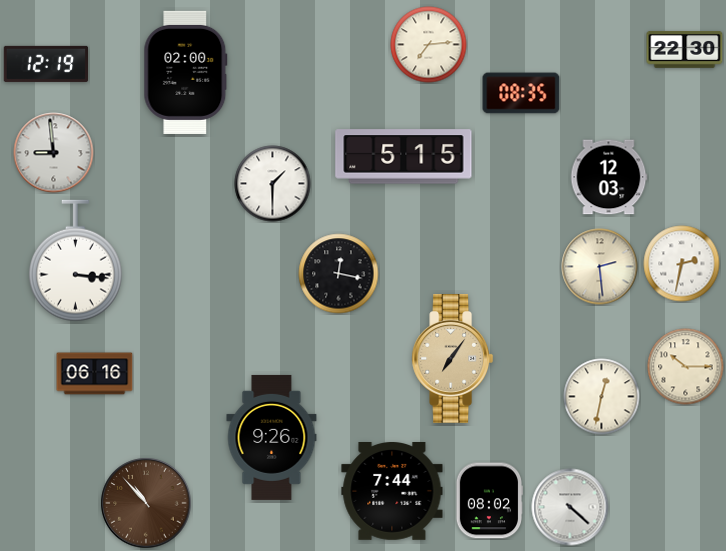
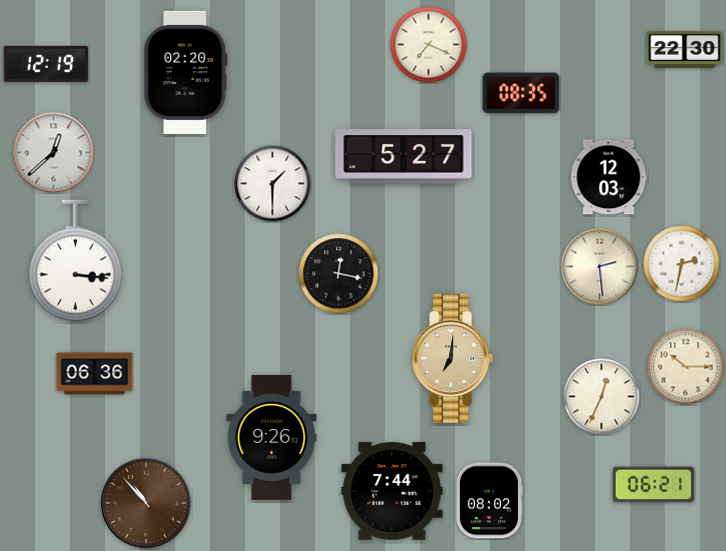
clock at (429, 45): 7:14 -> 7:19
clock at (186, 72): 02:00 -> 02:20
clock at (54, 153): 8:59 -> 12:38
clock at (404, 157): 5:15 -> 5:27
clock at (453, 359): 7:06 -> 7:01
clock at (95, 374): 06:16 -> 06:36
clock at (602, 397): 12:32 -> 12:34
clock at (654, 485): none -> 06:21
clock at (570, 507): 4:22 -> none
